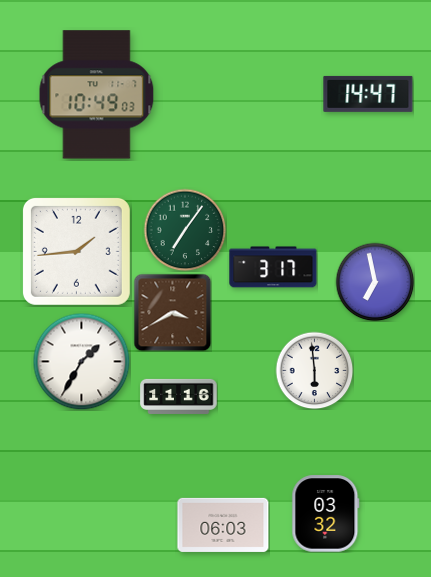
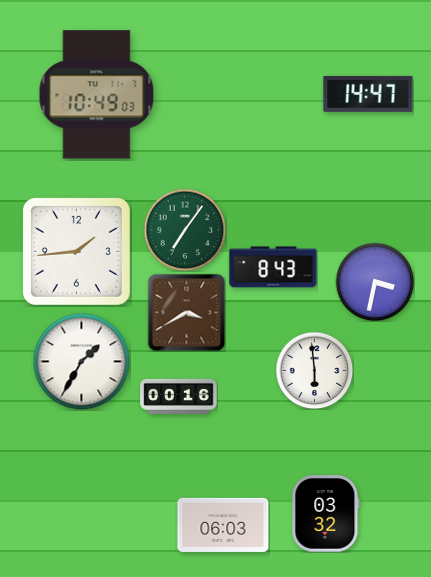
clock at (273, 267): 3:17 -> 8:43
clock at (375, 282): 6:58 -> 3:32
clock at (172, 312) position: (172, 312) -> (186, 312)
clock at (179, 396): 11:16 -> 00:16
